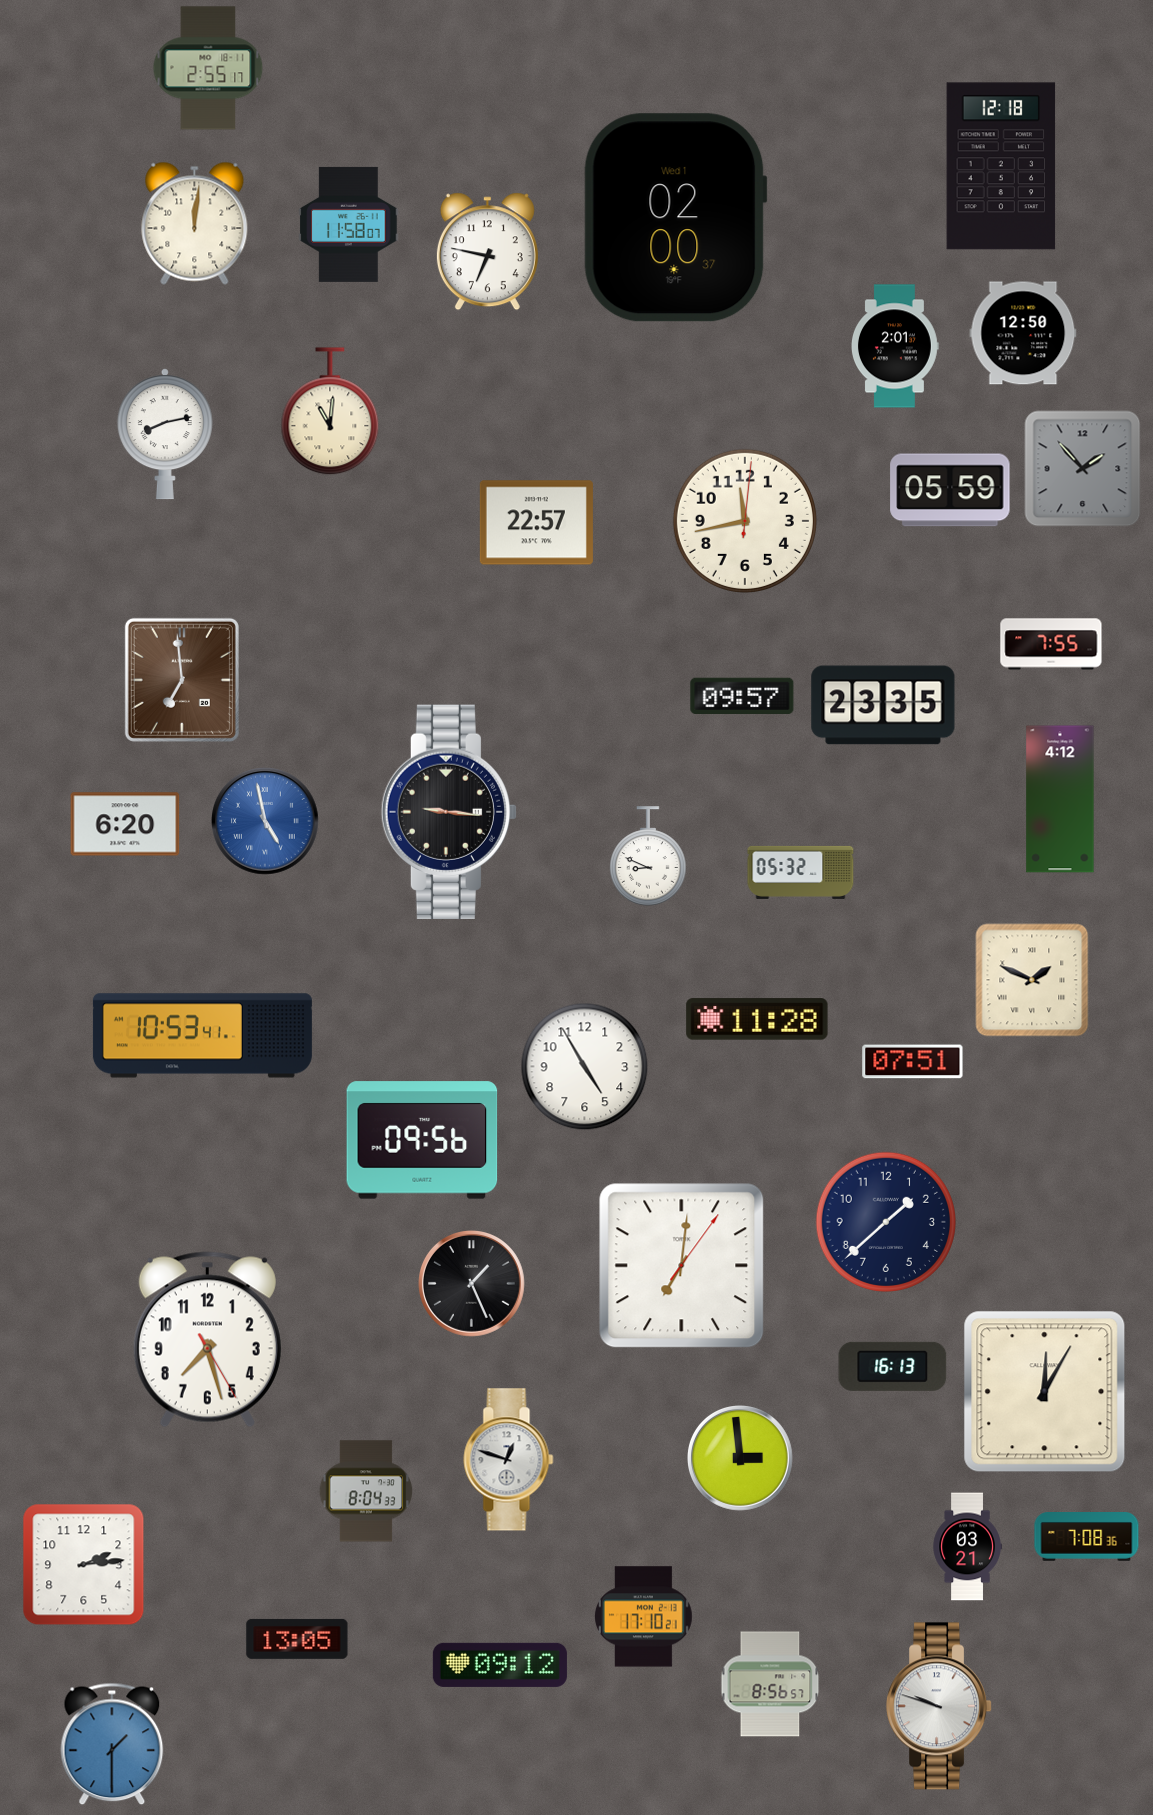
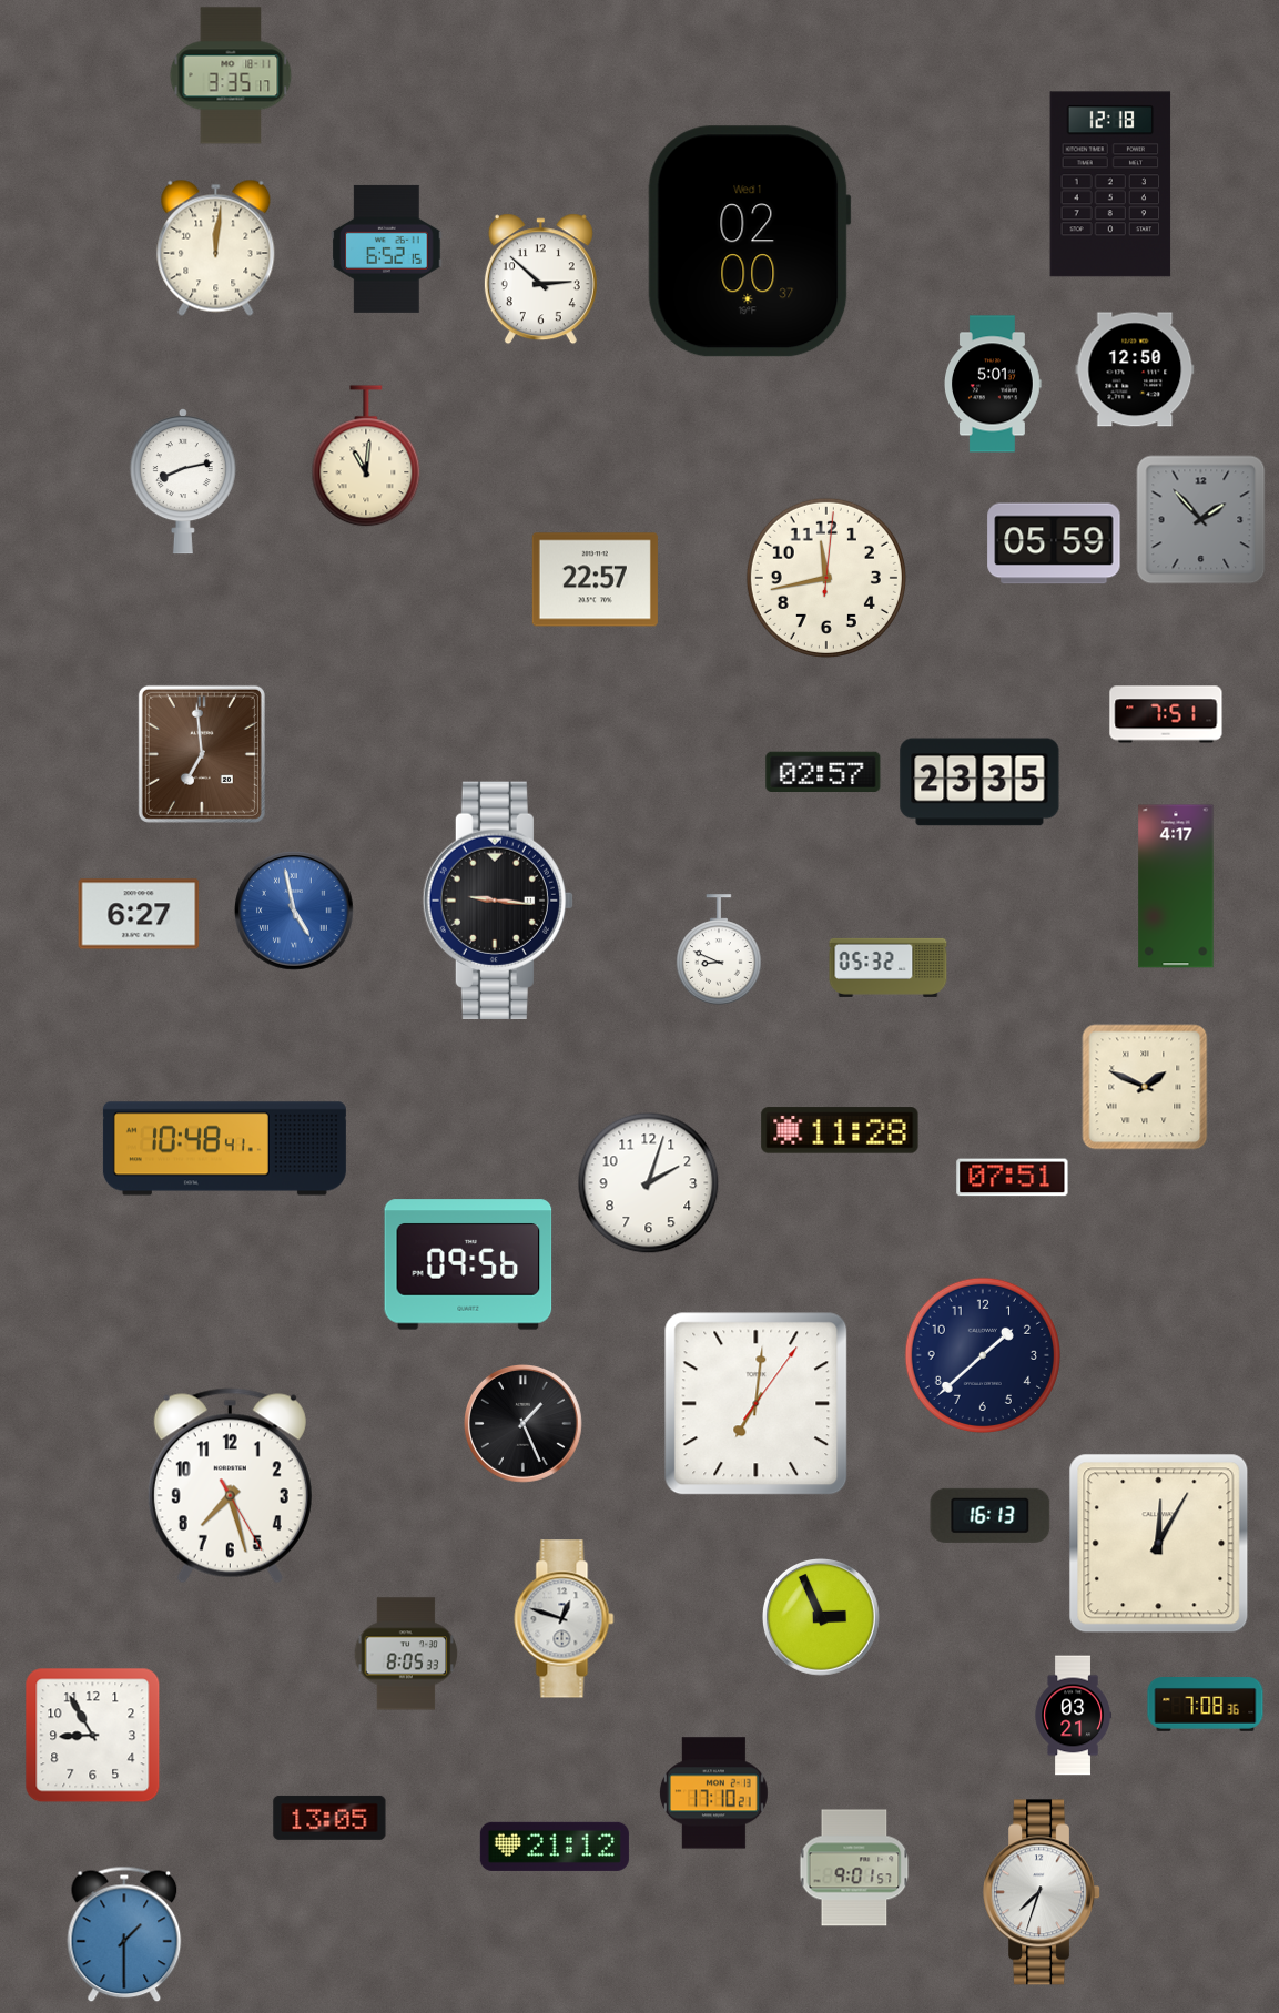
clock at (208, 68): 2:55 -> 3:35
clock at (349, 224): 11:58 -> 6:52
clock at (487, 252): 6:47 -> 2:52
clock at (895, 346): 2:01 -> 5:01
clock at (1051, 644): 7:55 -> 7:51
clock at (742, 696): 09:57 -> 02:57
clock at (1060, 799): 4:12 -> 4:17
clock at (125, 824): 6:20 -> 6:27
clock at (202, 1036): 10:53 -> 10:48
clock at (585, 1067): 4:55 -> 2:03
clock at (741, 1459): 2:59 -> 2:56
clock at (366, 1491): 8:04 -> 8:05
clock at (84, 1565): 2:14 -> 8:55
clock at (500, 1665): 09:12 -> 21:12
clock at (770, 1684): 8:56 -> 9:01
clock at (940, 1706): 9:48 -> 7:33
